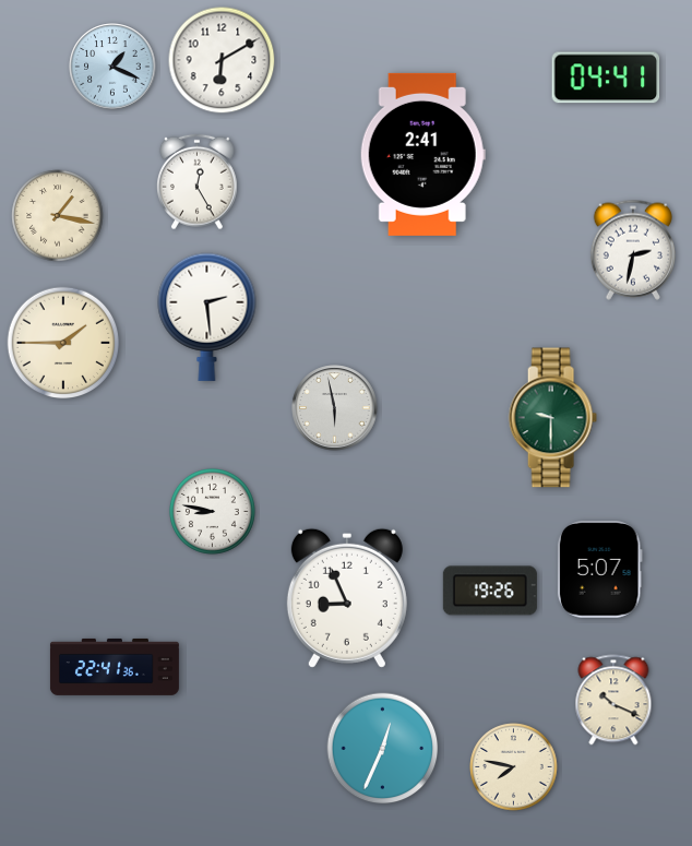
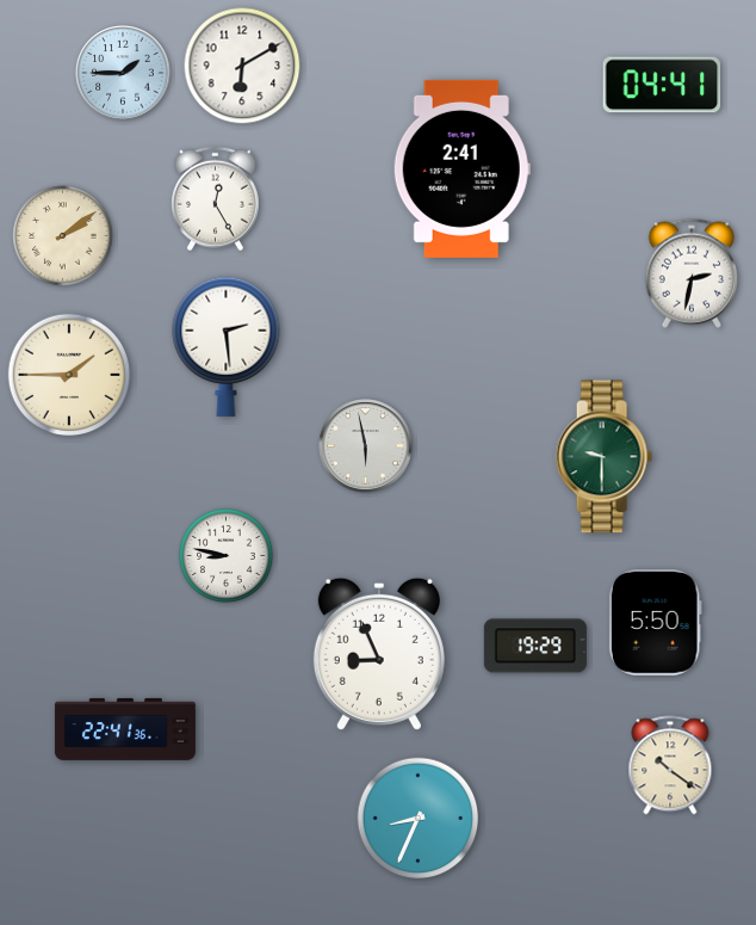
clock at (112, 67): 1:19 -> 1:45
clock at (58, 216): 1:17 -> 2:09
clock at (212, 511) position: (212, 511) -> (225, 555)
clock at (599, 570): 5:07 -> 5:50
clock at (490, 591): 19:26 -> 19:29
clock at (613, 700): 10:19 -> 10:21
clock at (383, 749): 12:34 -> 8:34
clock at (514, 767): 7:47 -> none
